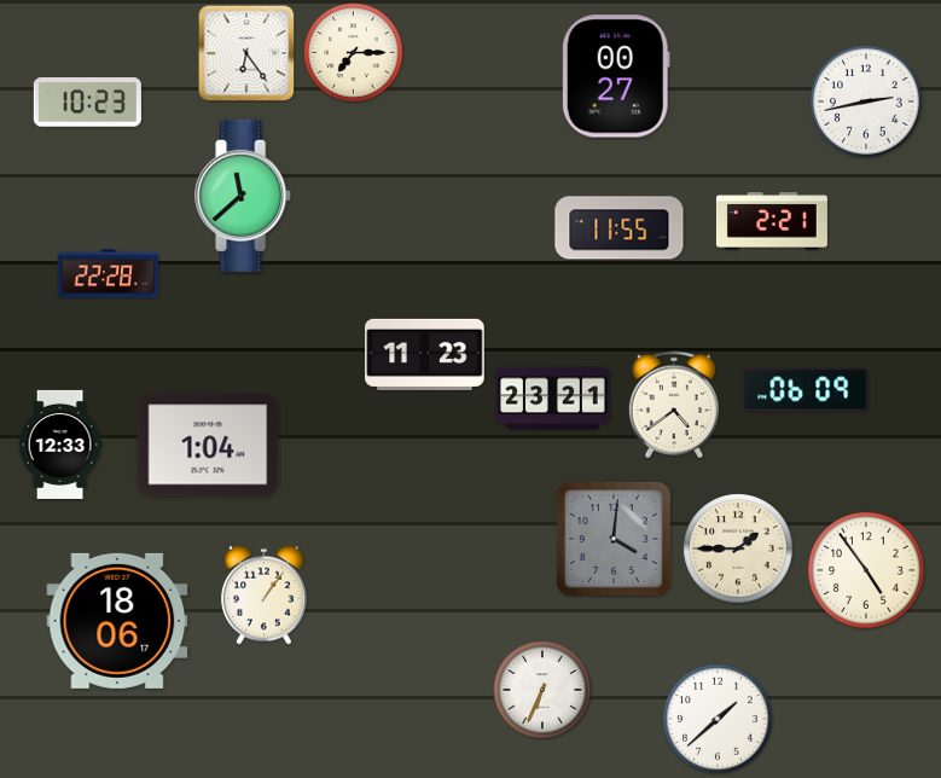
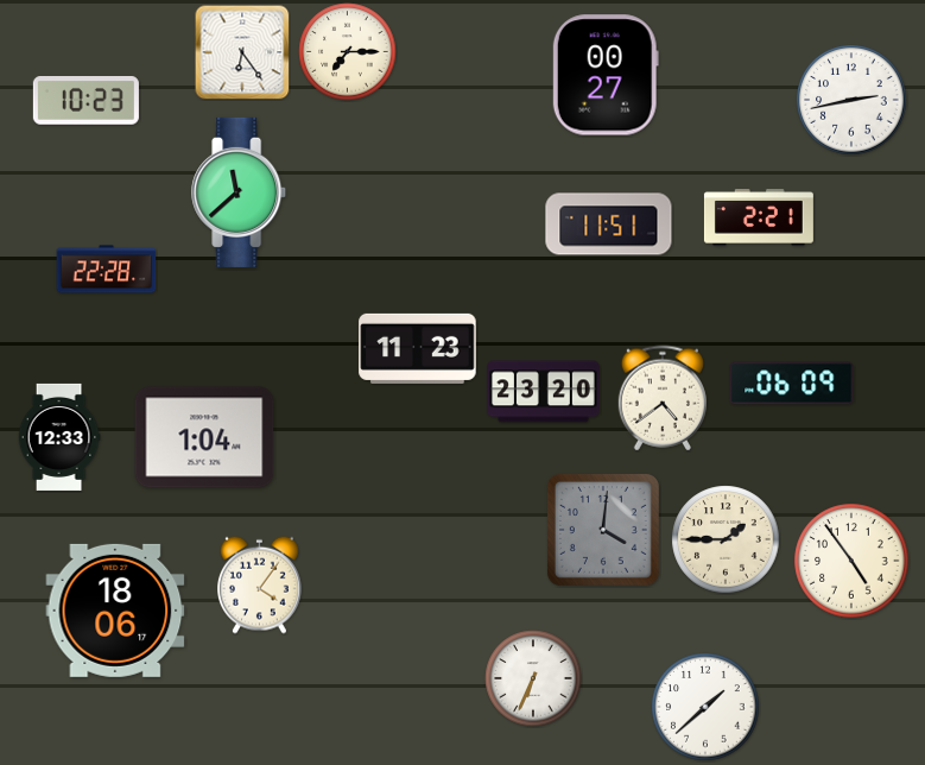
clock at (620, 228): 11:55 -> 11:51
clock at (553, 399): 23:21 -> 23:20
clock at (265, 594): 1:06 -> 4:06
